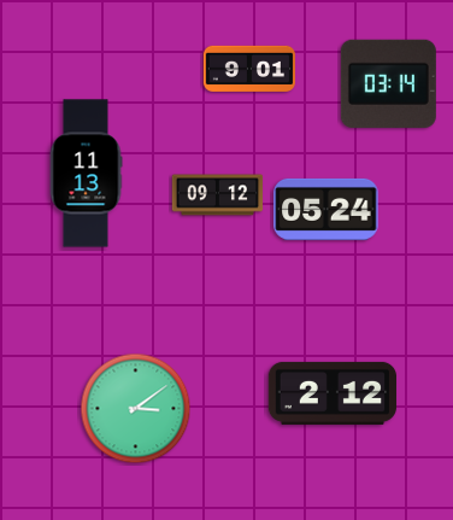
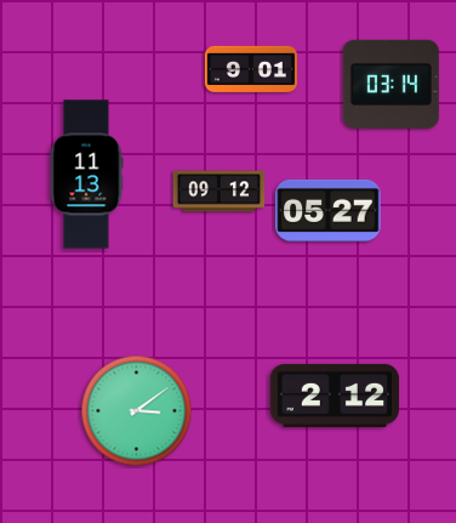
clock at (218, 195) position: (218, 195) -> (220, 192)
clock at (326, 209): 05:24 -> 05:27
